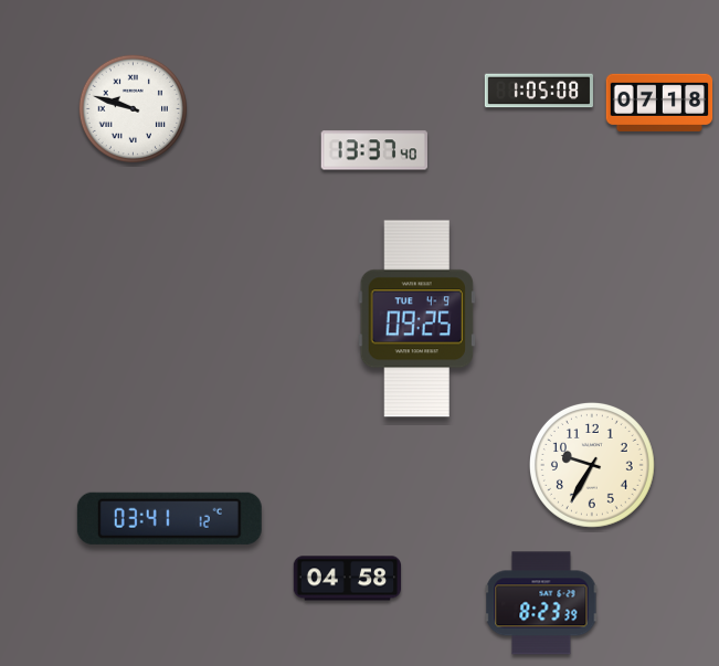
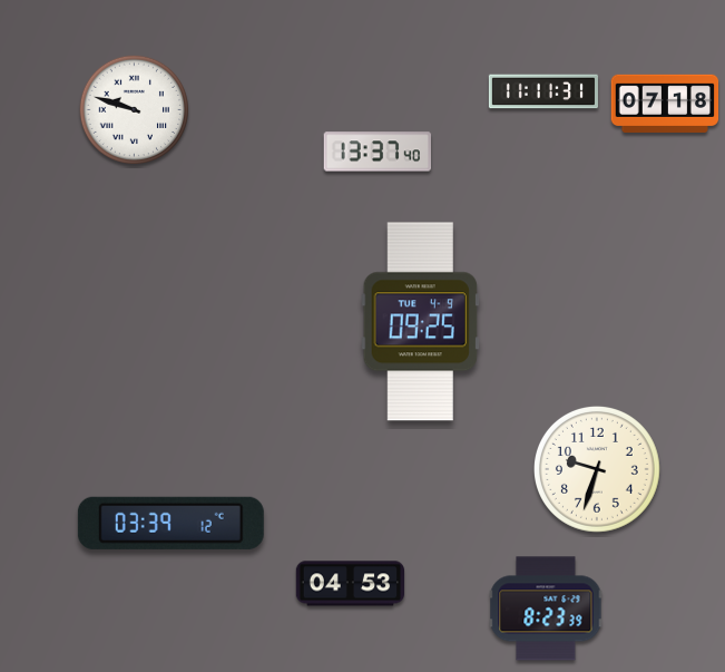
clock at (539, 91): 1:05 -> 11:11
clock at (592, 465): 9:35 -> 9:33
clock at (169, 518): 03:41 -> 03:39
clock at (347, 579): 04:58 -> 04:53
